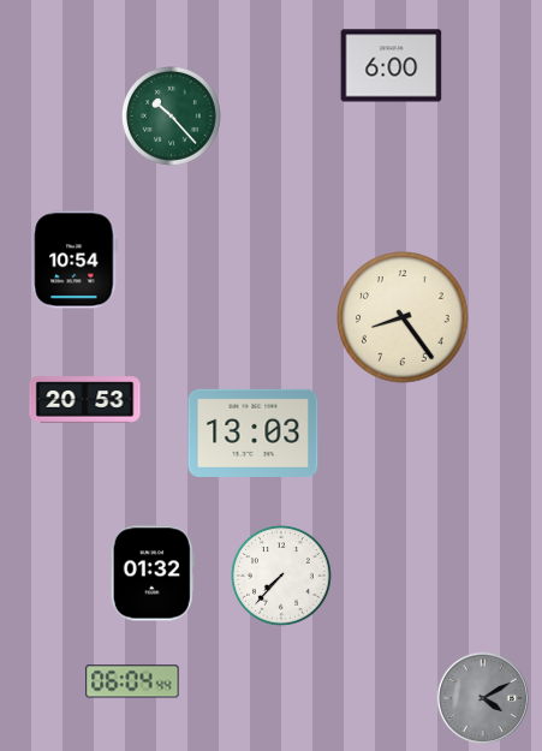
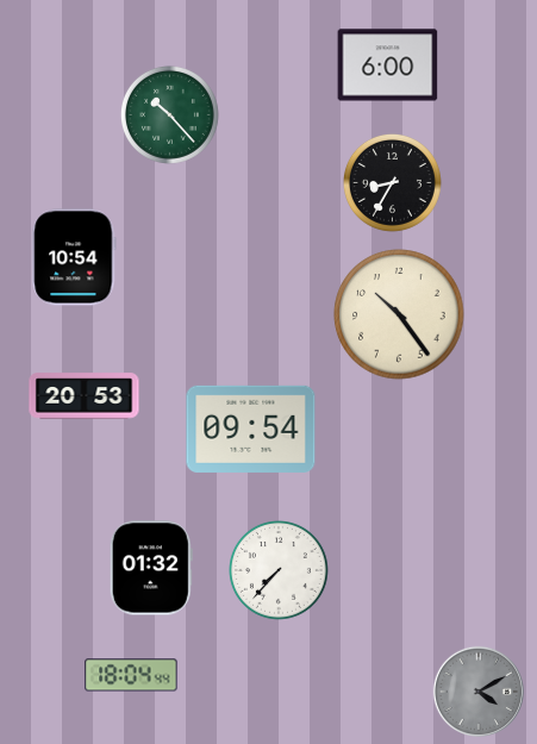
clock at (392, 182): none -> 8:35
clock at (403, 317): 8:24 -> 10:24
clock at (254, 433): 13:03 -> 09:54
clock at (132, 681): 06:04 -> 18:04
